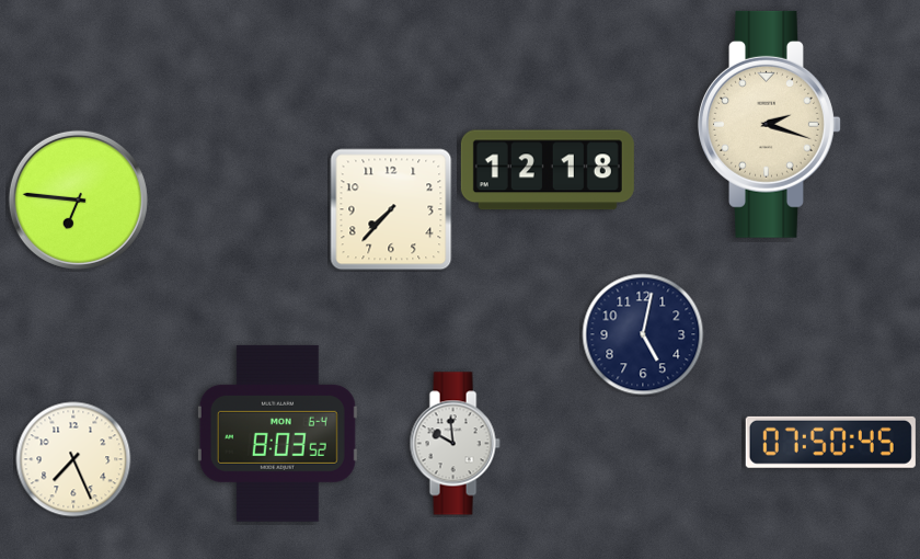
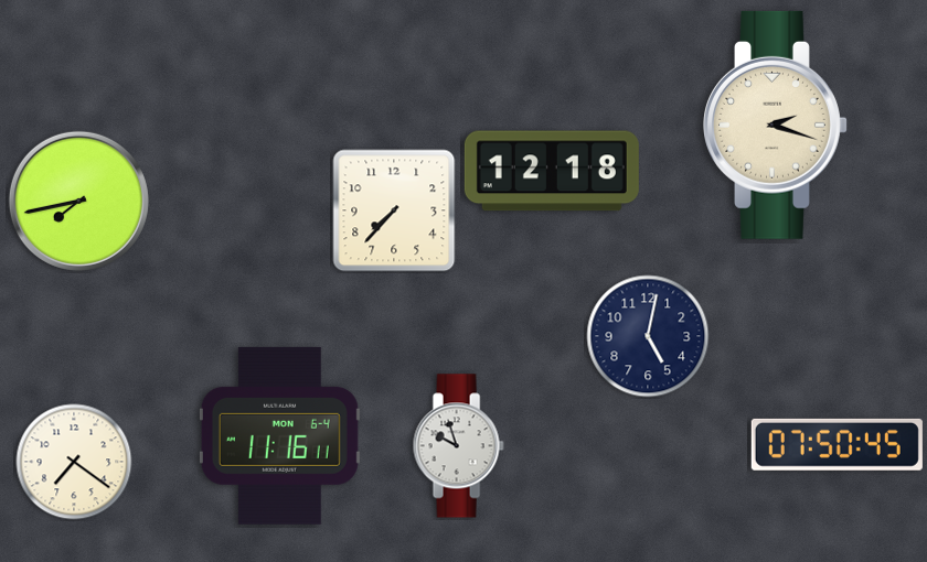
clock at (78, 199): 6:46 -> 7:43
clock at (277, 433): 8:03 -> 11:16
clock at (455, 444): 9:59 -> 9:57
clock at (73, 459): 7:26 -> 7:21
